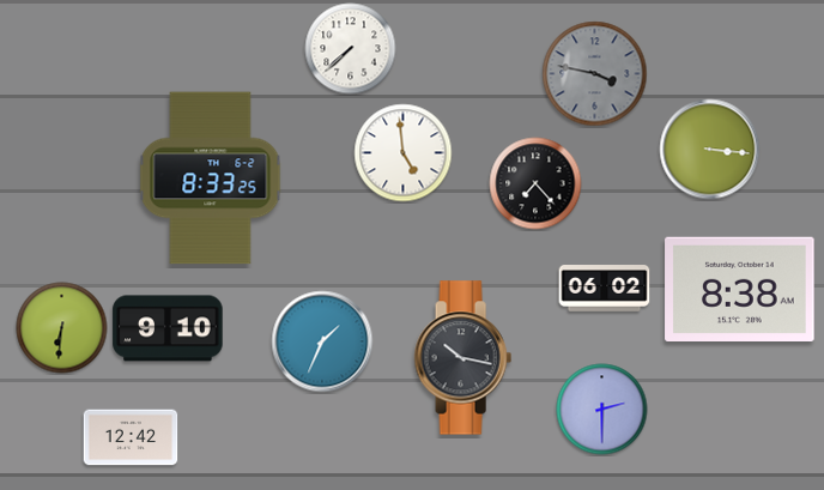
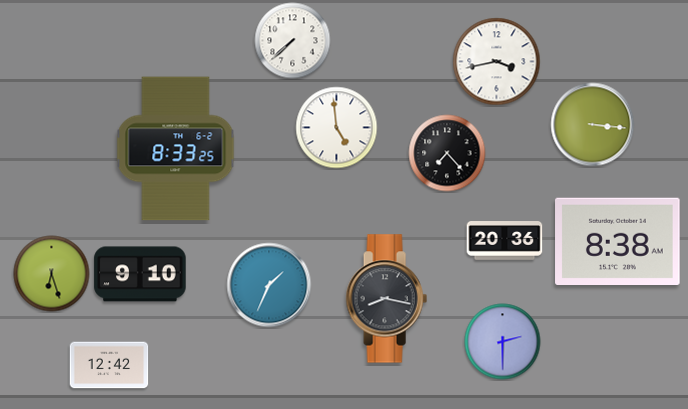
clock at (595, 74): 3:47 -> 3:43
clock at (595, 74) dial: grey -> white
clock at (605, 289): 06:02 -> 20:36
clock at (62, 328): 6:31 -> 6:27
clock at (462, 358): 10:17 -> 8:17
